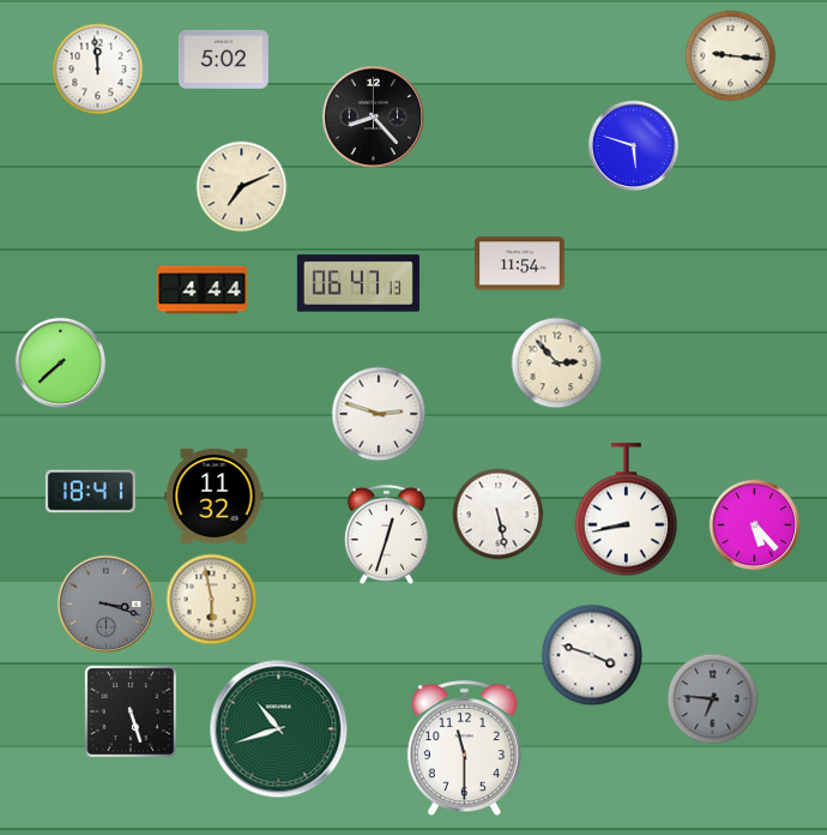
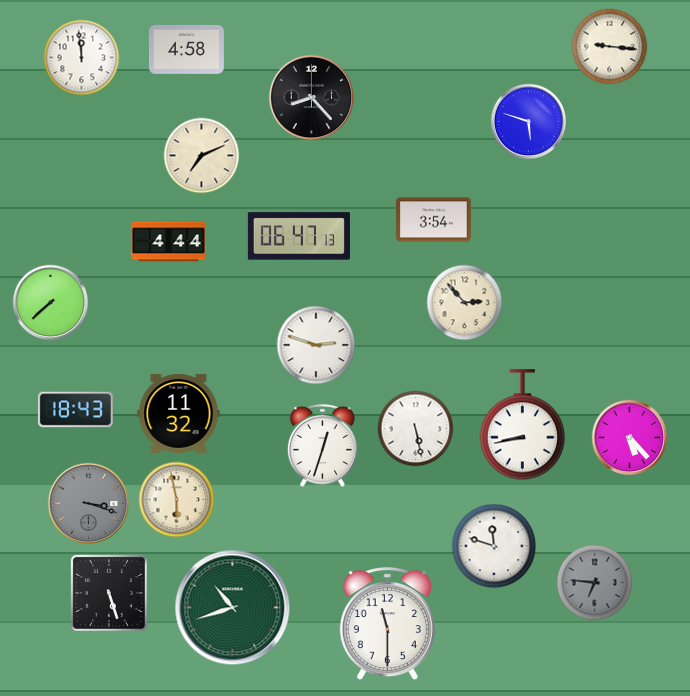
clock at (223, 59): 5:02 -> 4:58
clock at (519, 264): 11:54 -> 3:54
clock at (90, 492): 18:41 -> 18:43
clock at (592, 655): 3:48 -> 11:48
